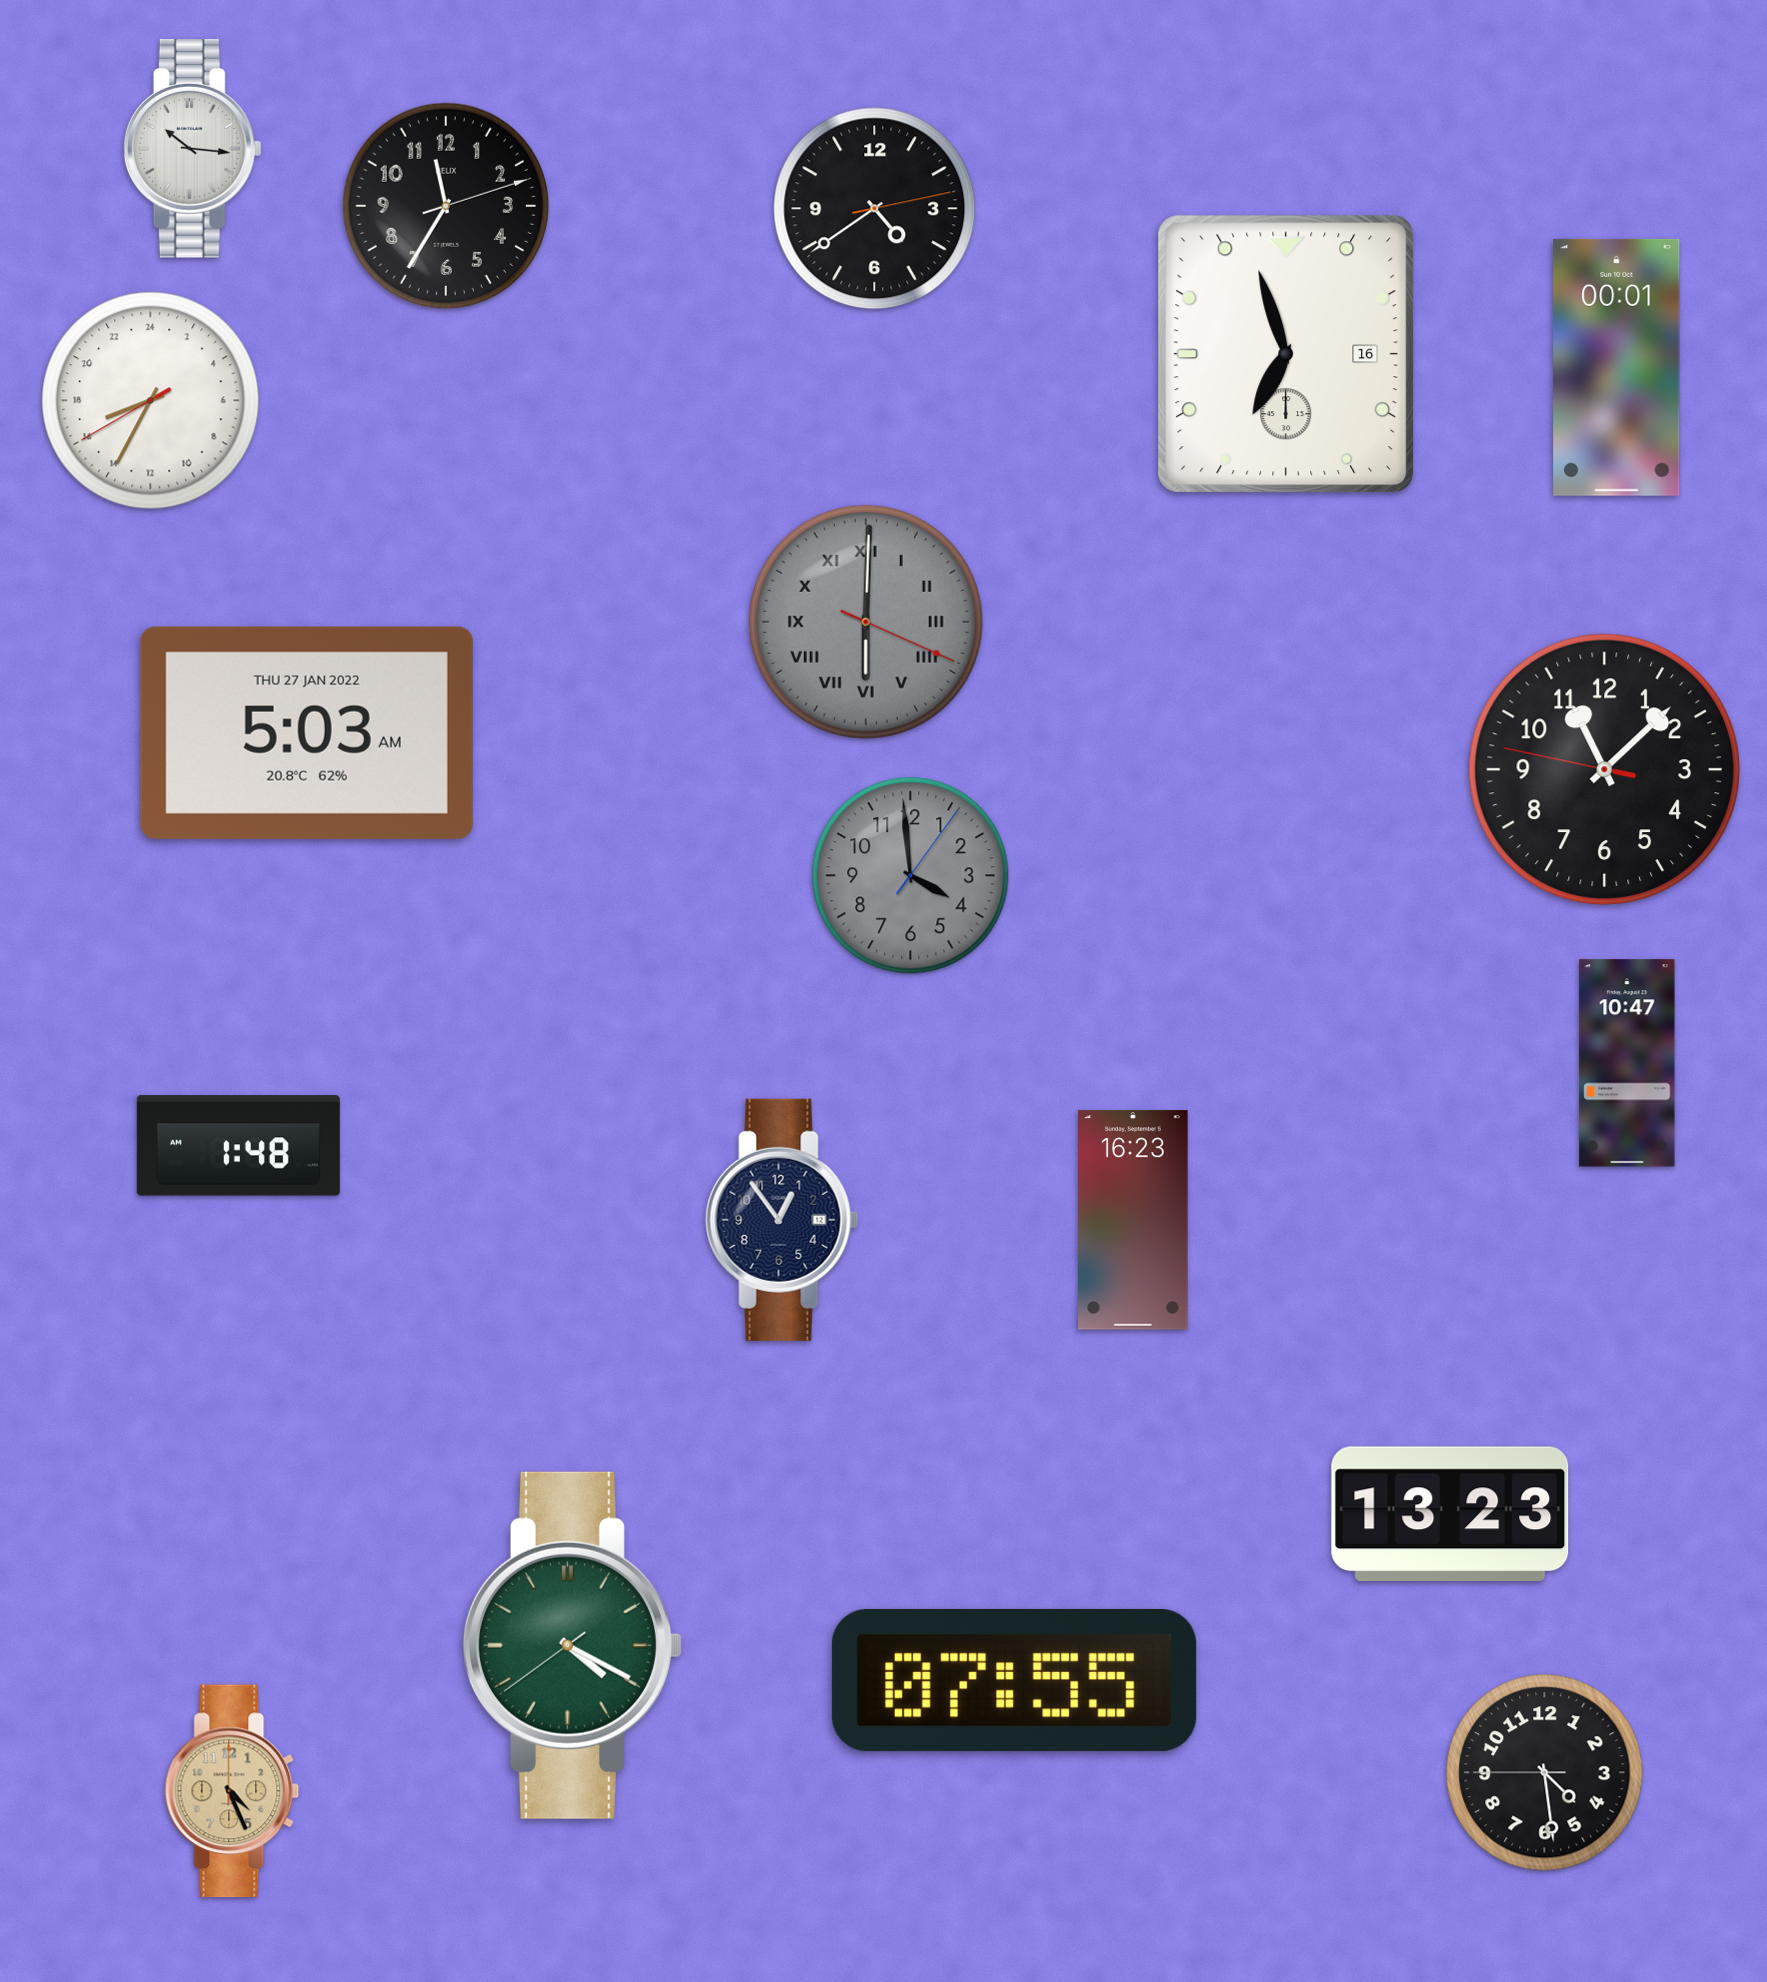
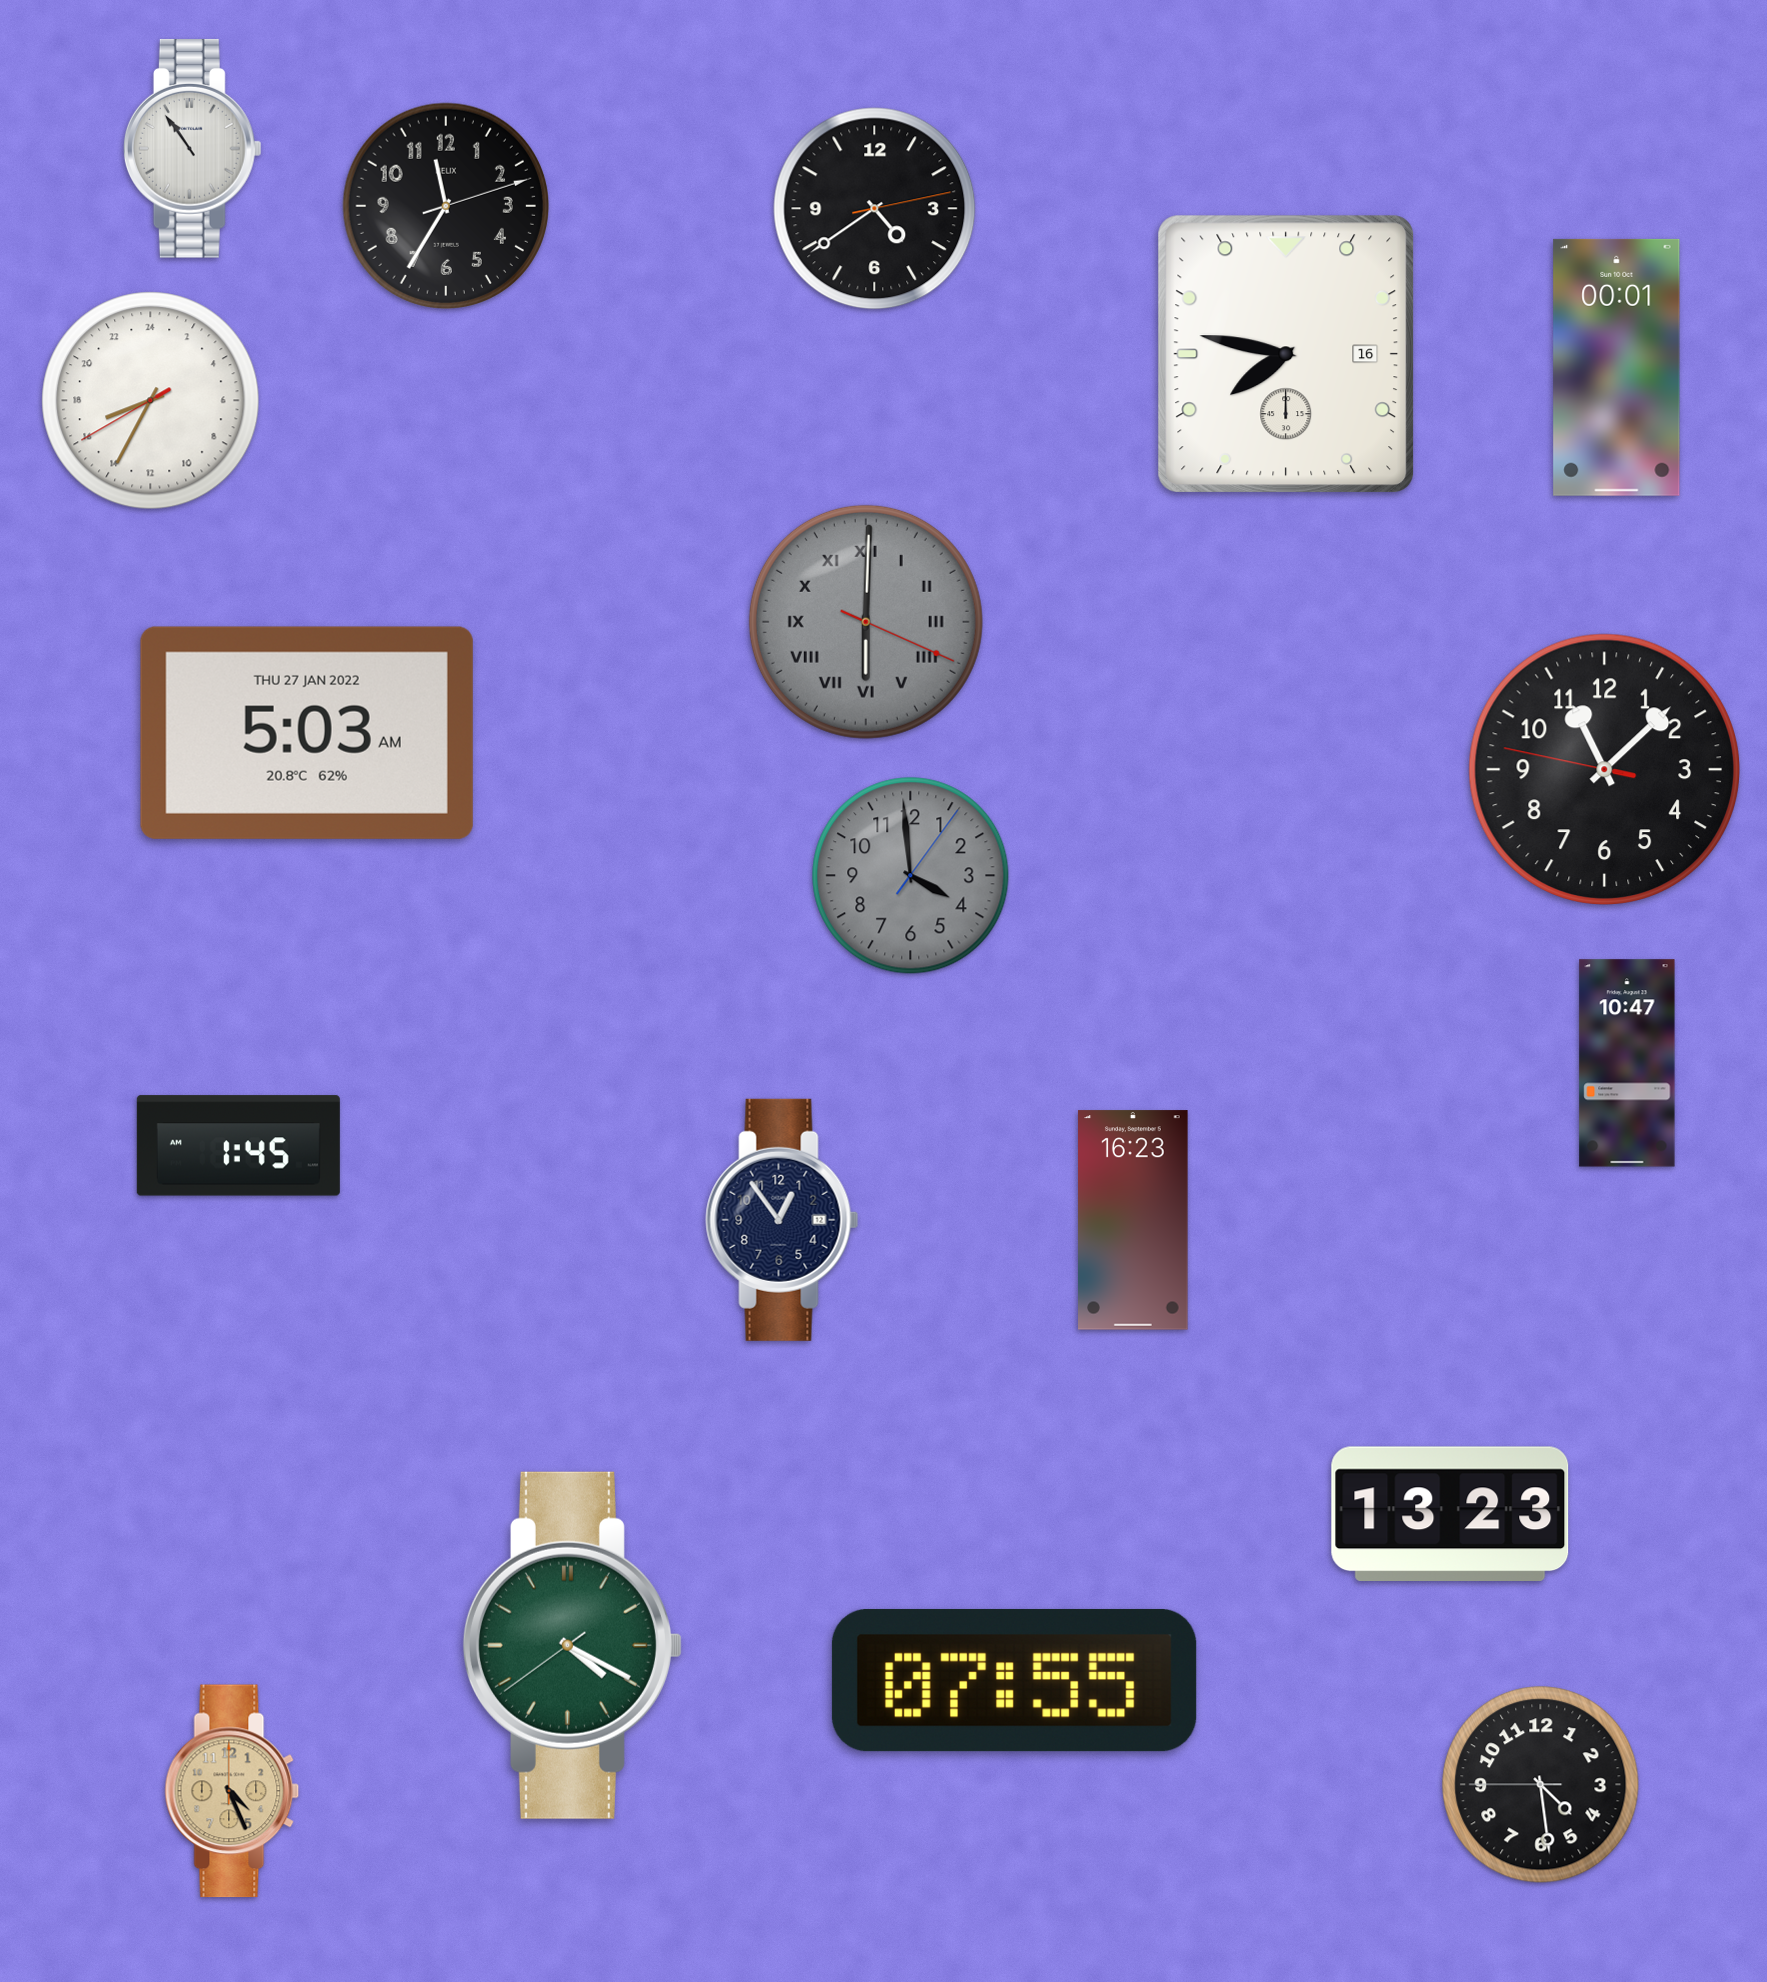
clock at (192, 148): 10:16 -> 10:54
clock at (1286, 354): 6:57 -> 7:47
clock at (238, 1146): 1:48 -> 1:45
clock at (1545, 1773) position: (1545, 1773) -> (1541, 1785)
